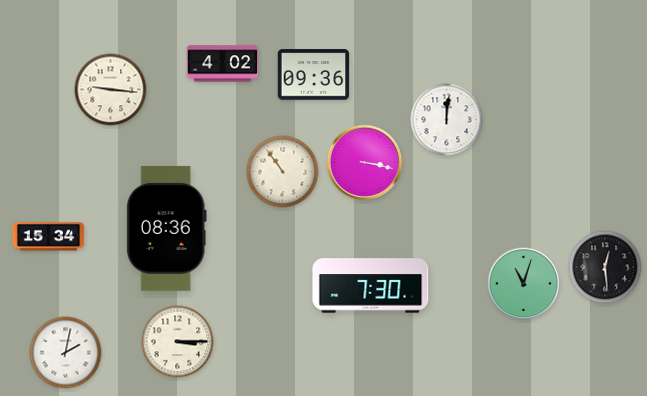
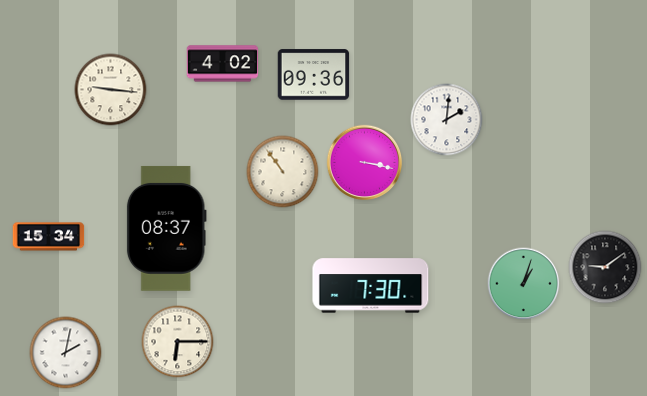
clock at (447, 120): 12:01 -> 2:01
clock at (166, 228): 08:36 -> 08:37
clock at (605, 267): 12:29 -> 9:09
clock at (524, 284): 11:03 -> 1:03
clock at (178, 342): 3:15 -> 6:15
